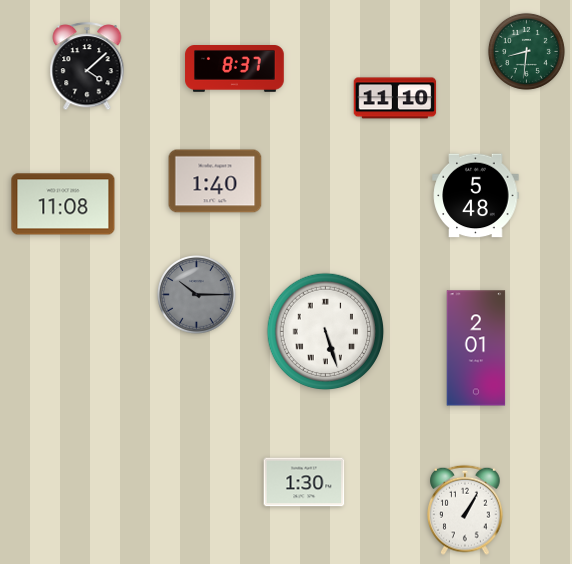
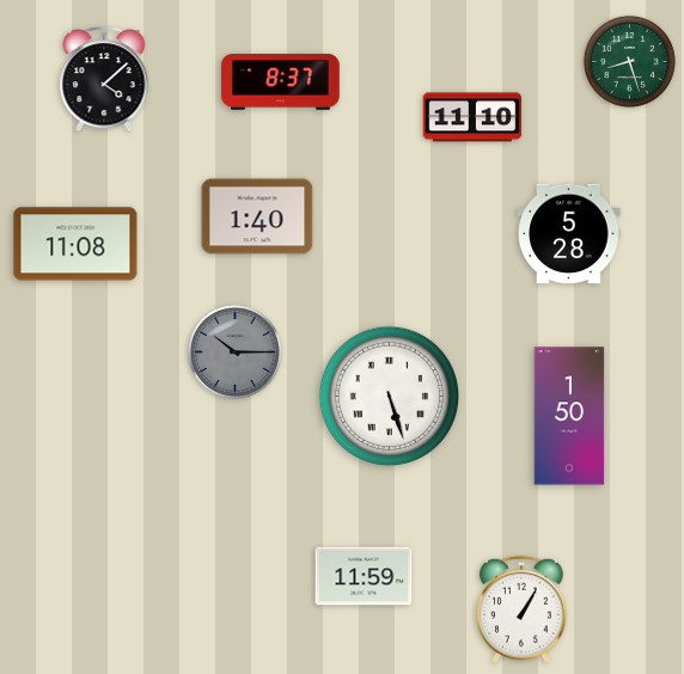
clock at (526, 51): 8:31 -> 8:27
clock at (476, 196): 5:48 -> 5:28
clock at (476, 348): 2:01 -> 1:50
clock at (304, 482): 1:30 -> 11:59
clock at (466, 510) position: (466, 510) -> (523, 609)
